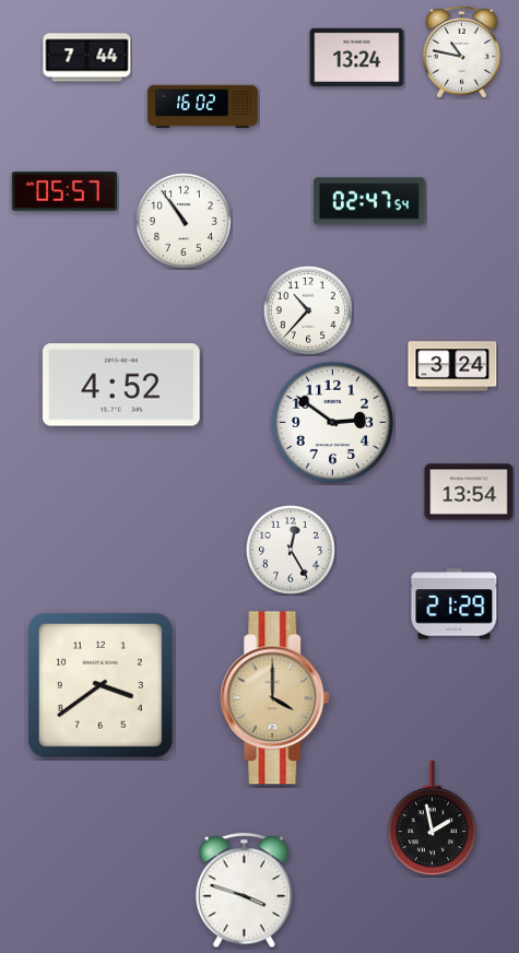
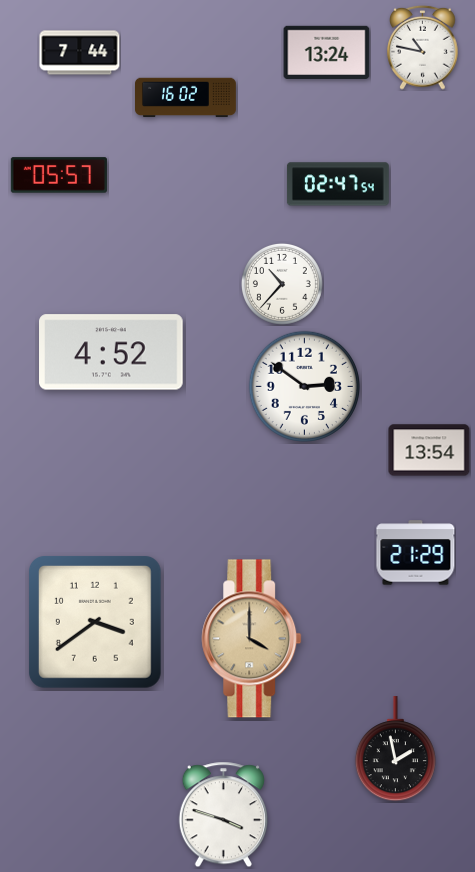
clock at (184, 221): 10:54 -> none
clock at (452, 366): 3:24 -> none
clock at (291, 550): 12:25 -> none
clock at (101, 685) position: (101, 685) -> (95, 622)
